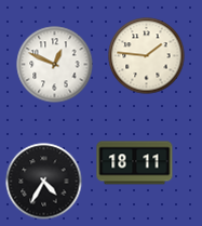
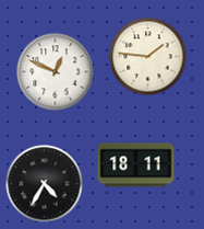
clock at (55, 65) position: (55, 65) -> (56, 72)
